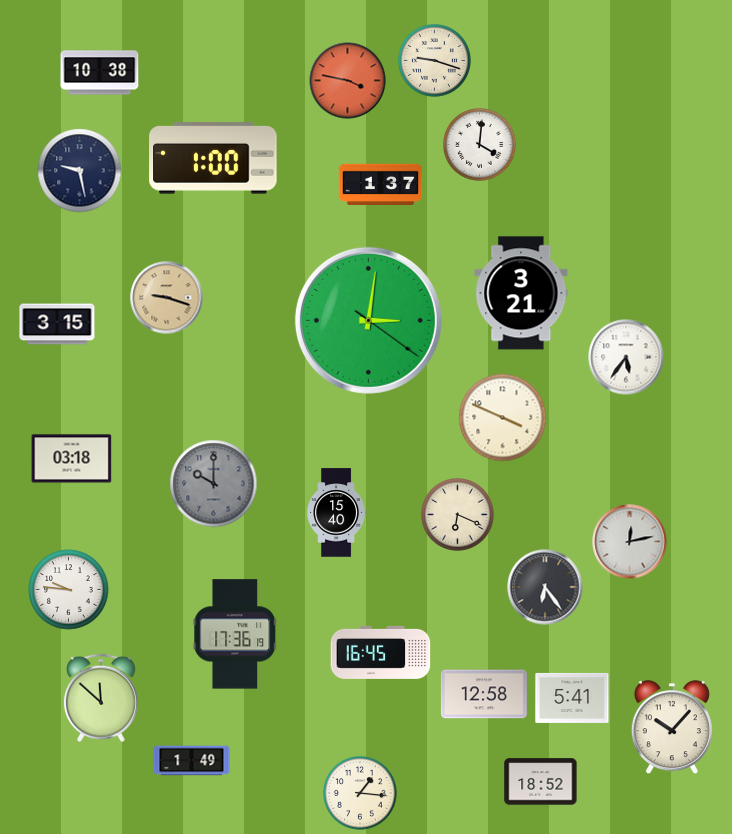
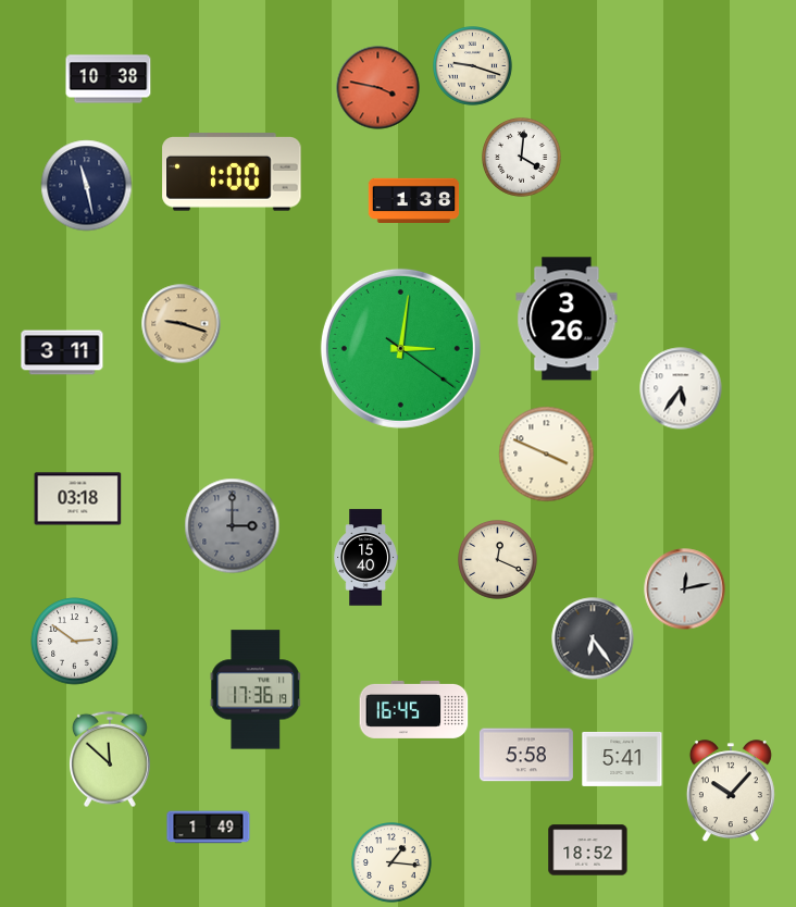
clock at (80, 171): 9:28 -> 11:28
clock at (381, 185): 1:37 -> 1:38
clock at (521, 293): 3:21 -> 3:26
clock at (57, 324): 3:15 -> 3:11
clock at (214, 484): 10:00 -> 3:00
clock at (458, 515): 6:19 -> 12:19
clock at (69, 590): 9:46 -> 2:51
clock at (484, 694): 12:58 -> 5:58
